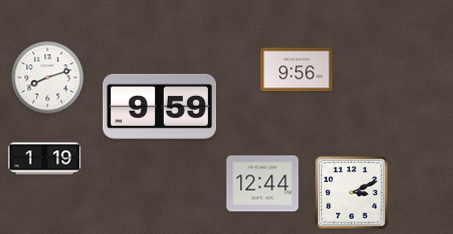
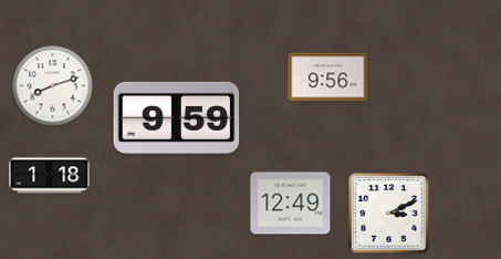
clock at (45, 159): 1:19 -> 1:18
clock at (263, 184): 12:44 -> 12:49
